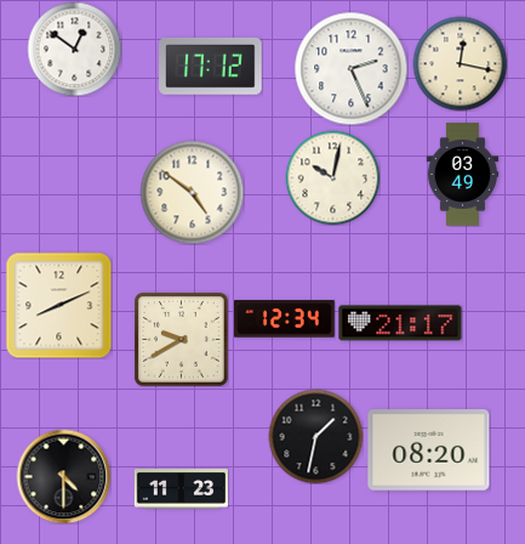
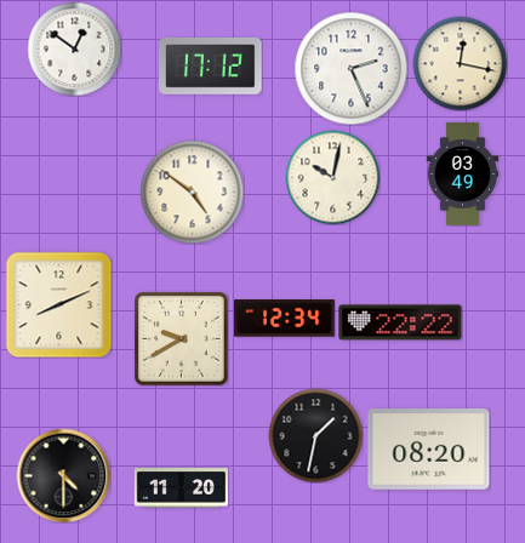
clock at (400, 323): 21:17 -> 22:22
clock at (181, 489): 11:23 -> 11:20
